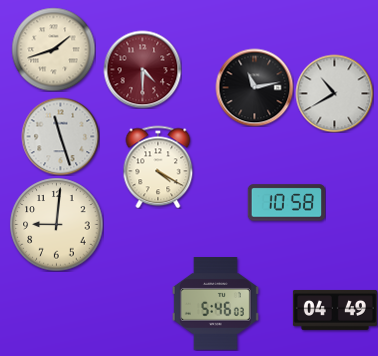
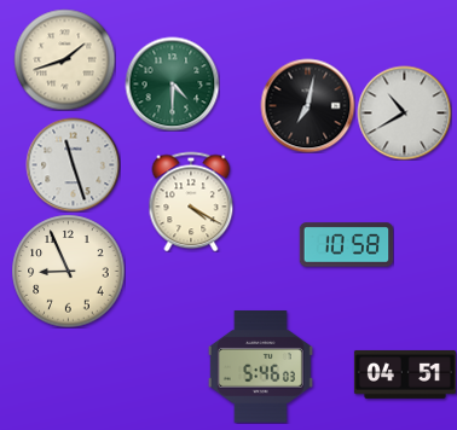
clock at (142, 69) dial: burgundy -> green
clock at (254, 87): 11:13 -> 7:02
clock at (56, 224): 9:01 -> 8:56
clock at (335, 310): 04:49 -> 04:51
